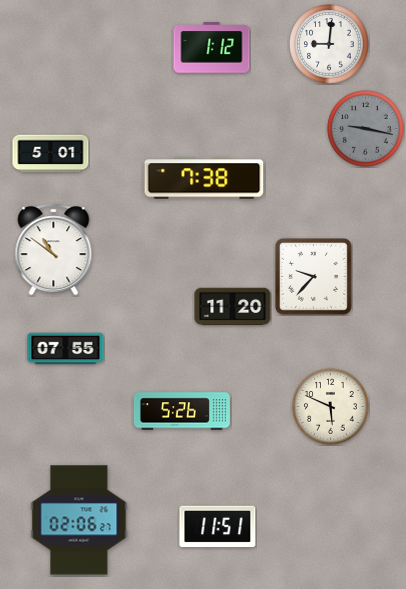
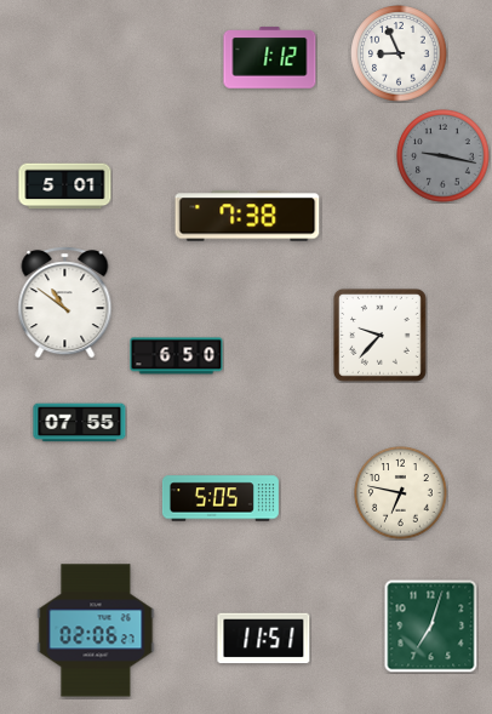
clock at (329, 44): 9:01 -> 8:56
clock at (212, 48) position: (212, 48) -> (270, 58)
clock at (51, 154) position: (51, 154) -> (65, 187)
clock at (177, 356): none -> 6:50
clock at (233, 307): 11:20 -> none
clock at (331, 407): 5:49 -> 6:47
clock at (182, 411): 5:26 -> 5:05
clock at (430, 626): none -> 7:03
